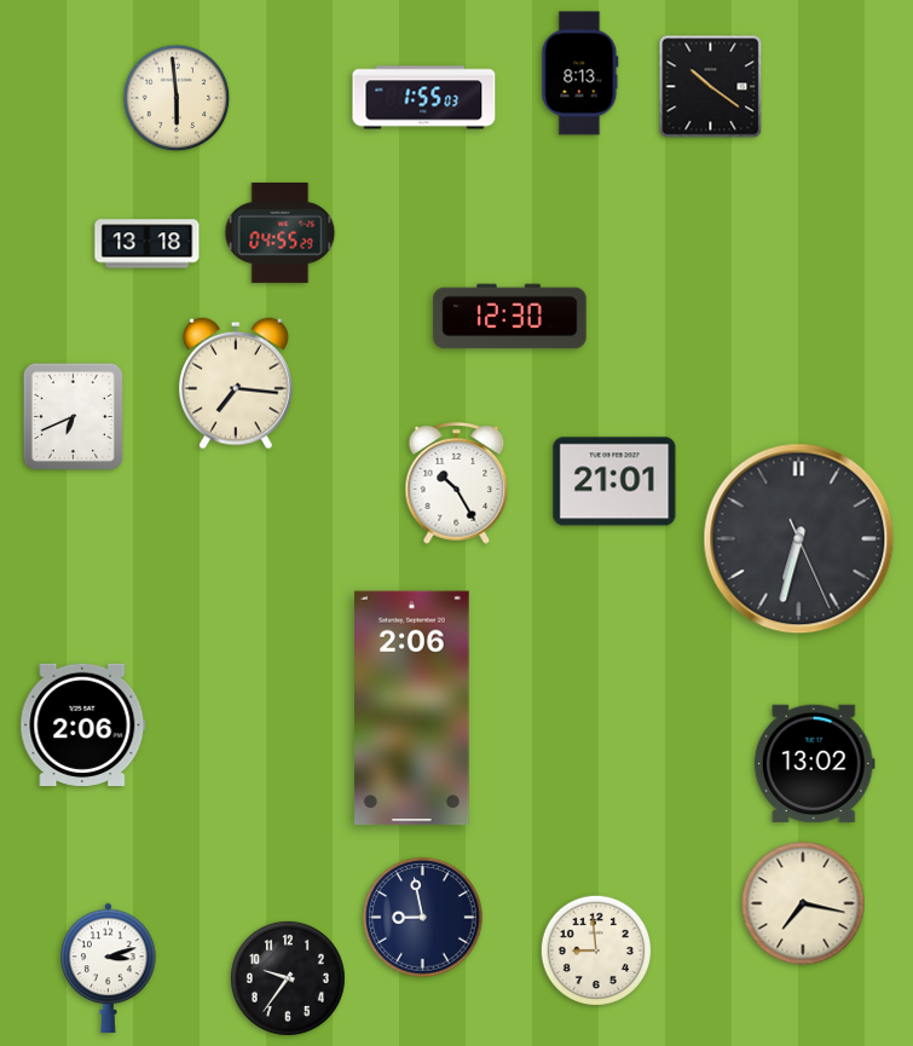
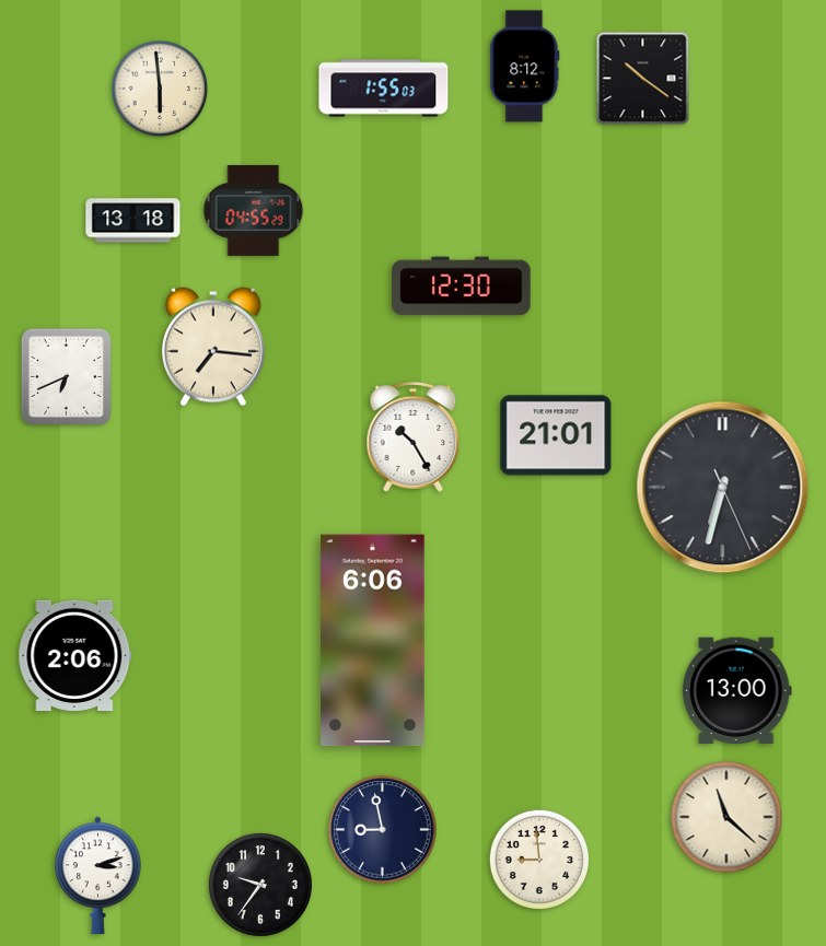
clock at (580, 74): 8:13 -> 8:12
clock at (412, 709): 2:06 -> 6:06
clock at (814, 764): 13:02 -> 13:00
clock at (803, 903): 7:17 -> 11:22
